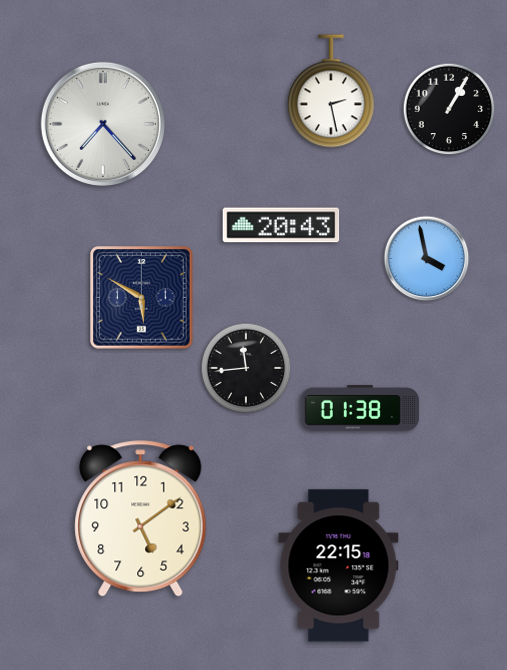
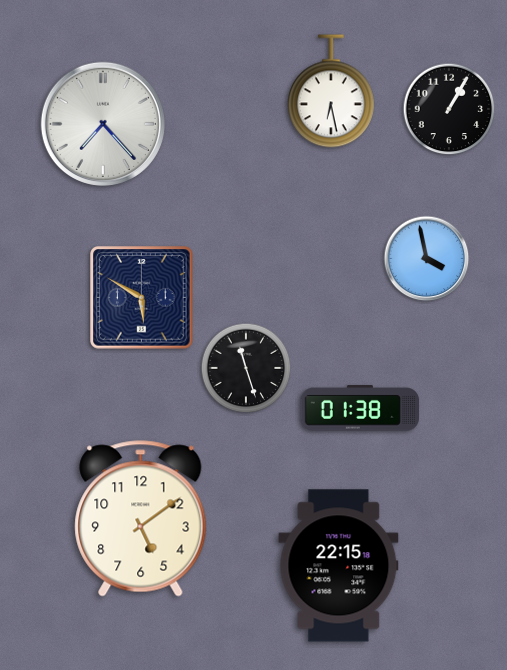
clock at (331, 91): 2:28 -> 6:28
clock at (281, 225): 20:43 -> none
clock at (246, 368): 11:44 -> 11:27
